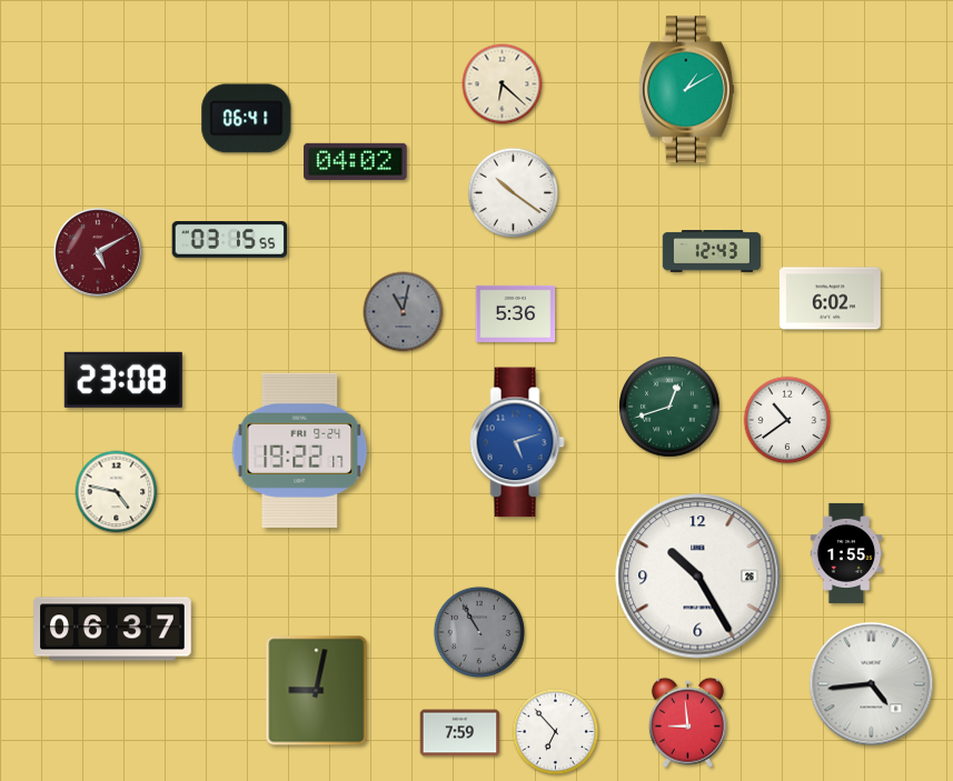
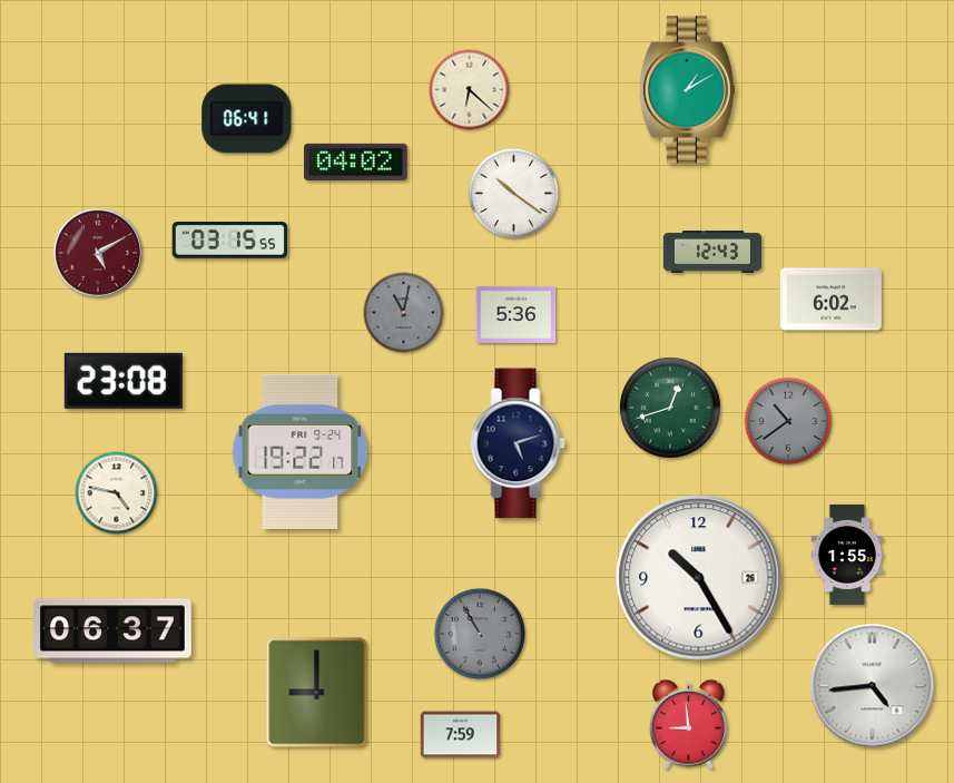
clock at (503, 84) position: (503, 84) -> (470, 90)
clock at (787, 420) dial: white -> grey
clock at (517, 442) dial: blue -> navy
clock at (317, 691): 9:02 -> 9:00
clock at (556, 732): 6:53 -> none
